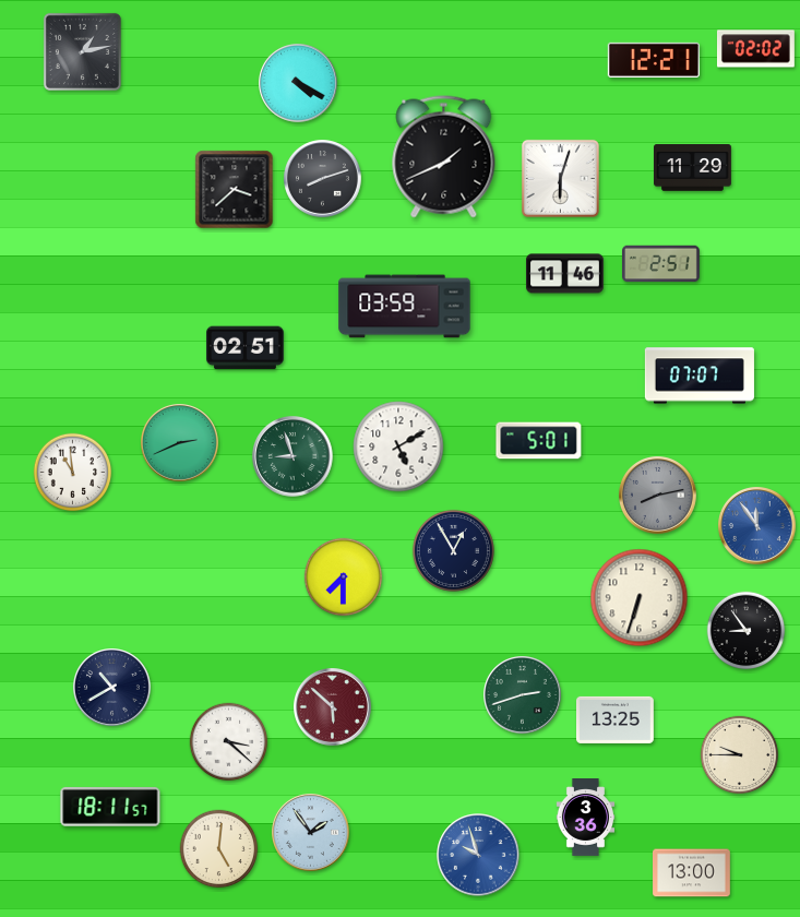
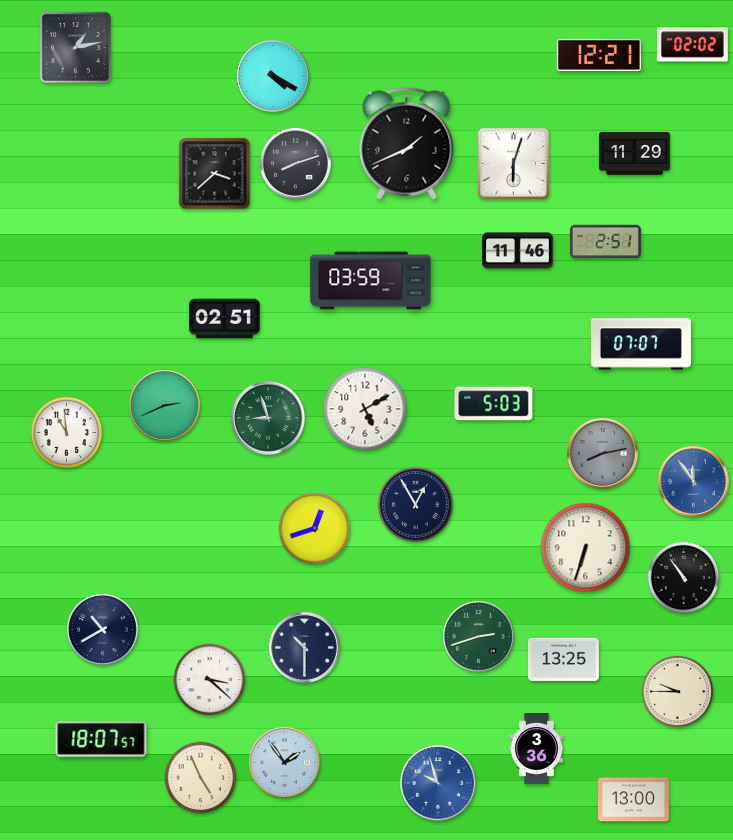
clock at (539, 441): 5:01 -> 5:03
clock at (344, 577): 7:30 -> 12:42
clock at (747, 631): 8:54 -> 10:54
clock at (333, 707): 5:52 -> 10:30
clock at (333, 707) dial: burgundy -> navy
clock at (110, 807): 18:11 -> 18:07
clock at (219, 849): 5:01 -> 4:56
